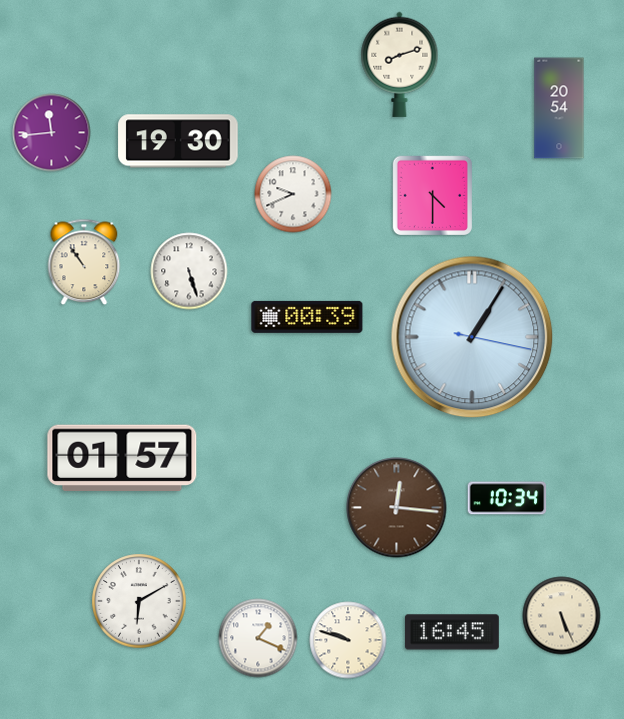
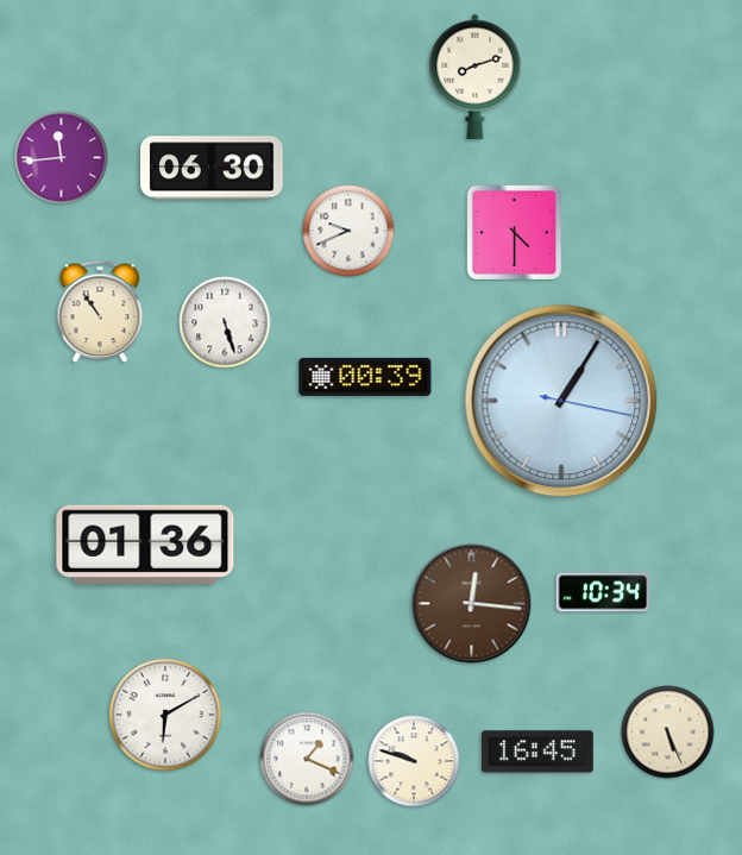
clock at (559, 108): 20:54 -> none
clock at (178, 141): 19:30 -> 06:30
clock at (122, 457): 01:57 -> 01:36
